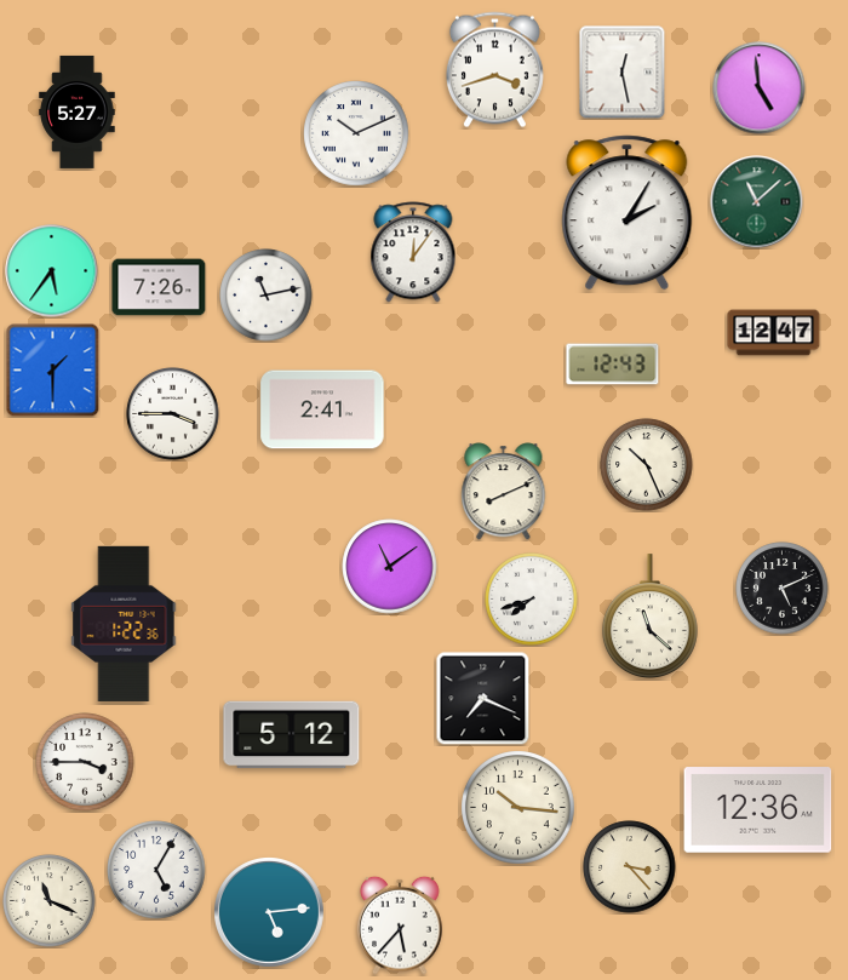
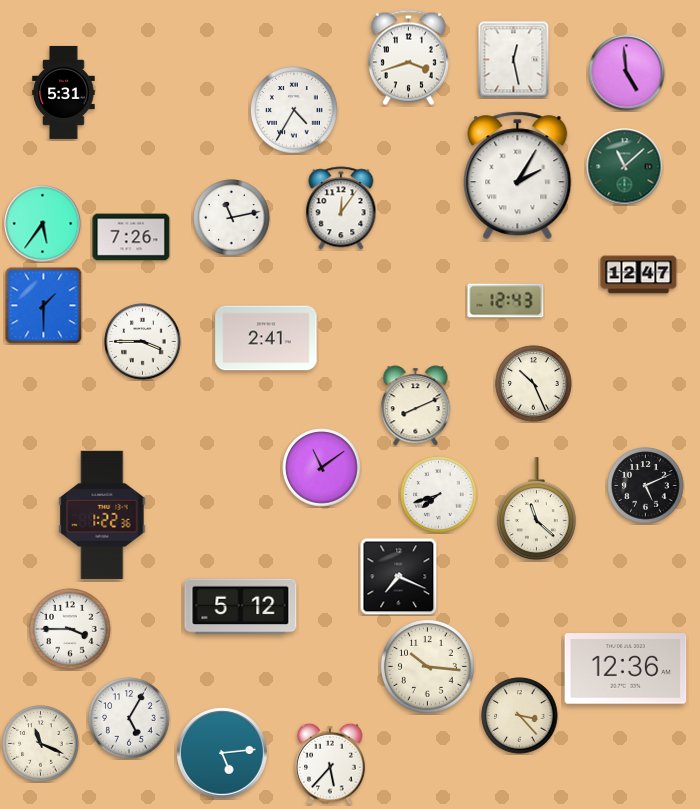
clock at (78, 111): 5:27 -> 5:31
clock at (356, 133): 10:11 -> 4:35
clock at (267, 296) position: (267, 296) -> (232, 218)
